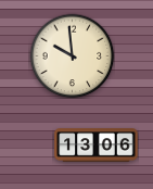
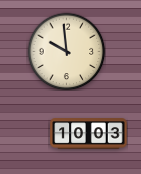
clock at (97, 146): 13:06 -> 10:03
